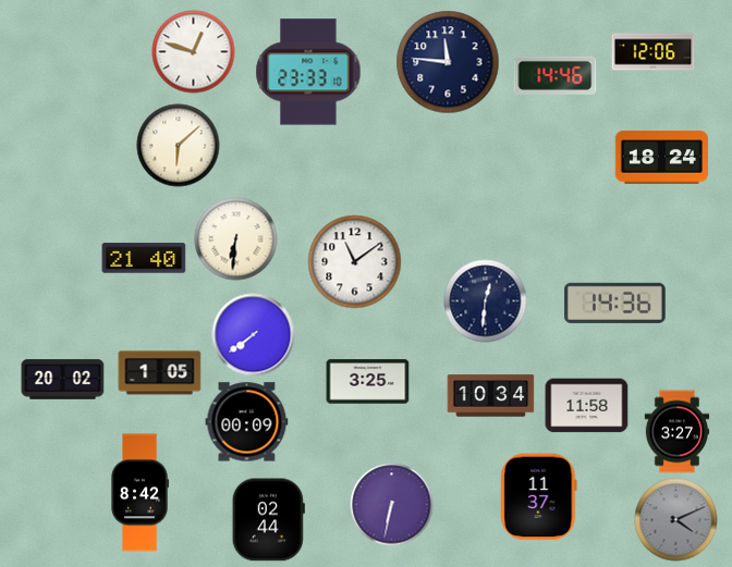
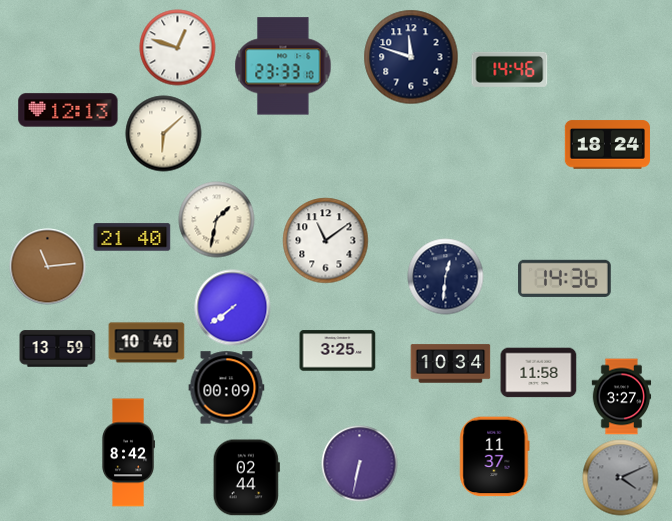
clock at (654, 52): 12:06 -> none
clock at (448, 62): 11:46 -> 11:48
clock at (68, 110): none -> 12:13
clock at (236, 239): 6:31 -> 1:32
clock at (48, 267): none -> 11:14
clock at (160, 373): 1:05 -> 10:40
clock at (63, 380): 20:02 -> 13:59
